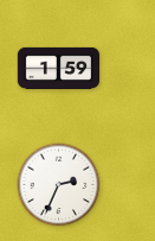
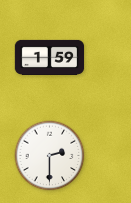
clock at (59, 185): 2:34 -> 2:30
